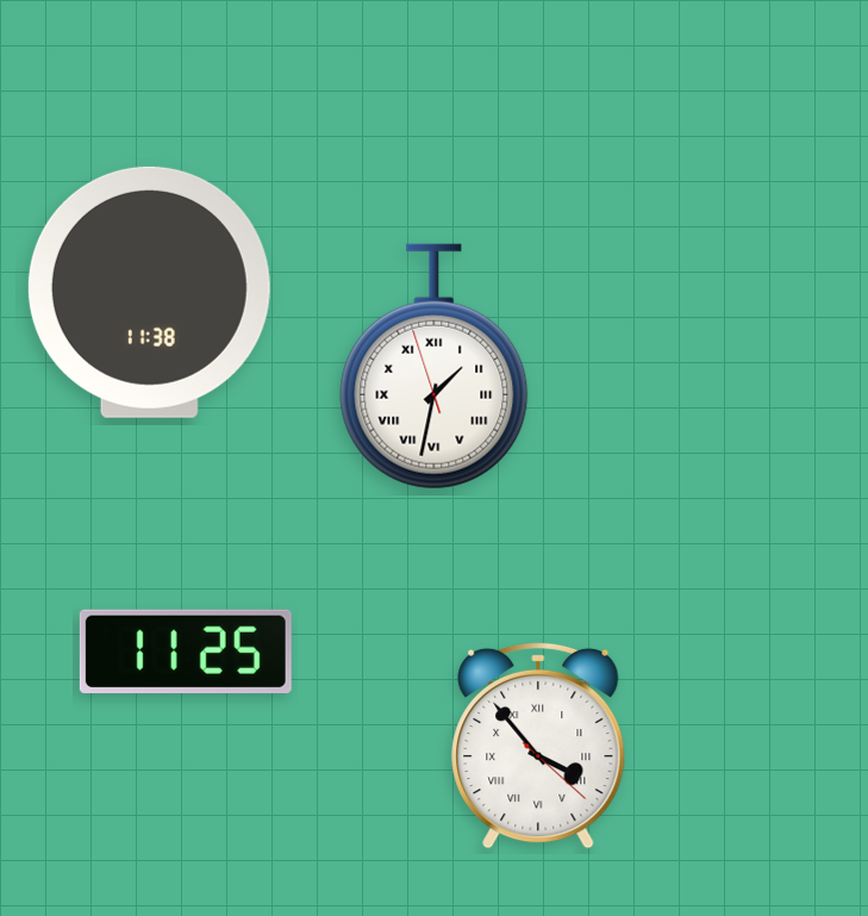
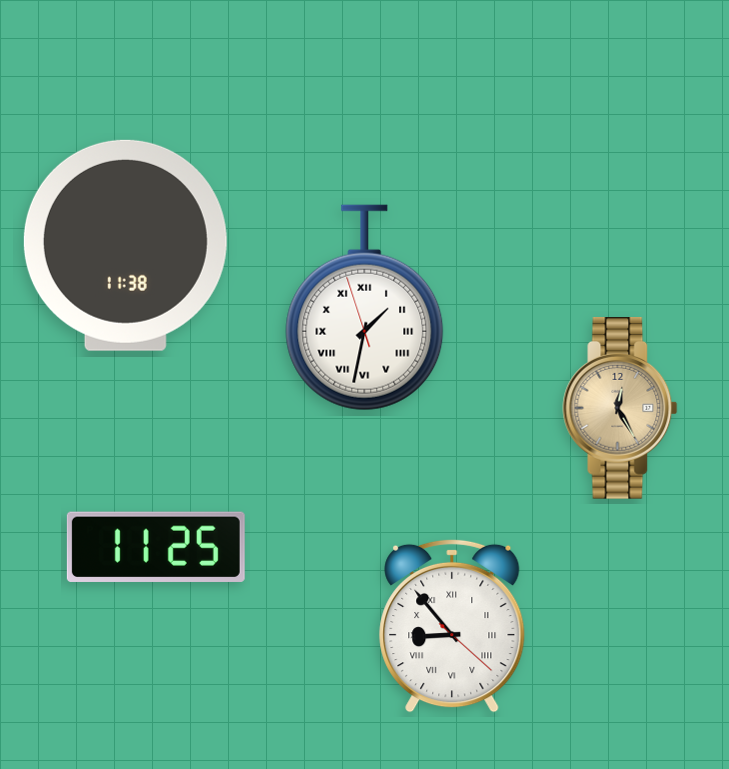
clock at (620, 409): none -> 12:25
clock at (538, 746): 3:53 -> 8:53
